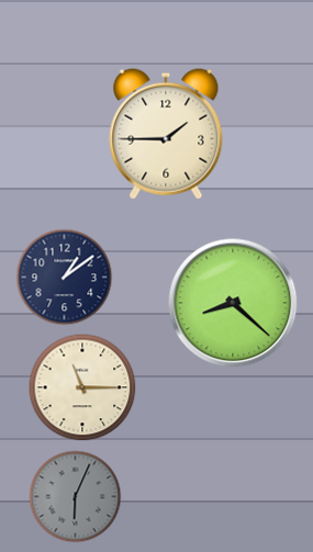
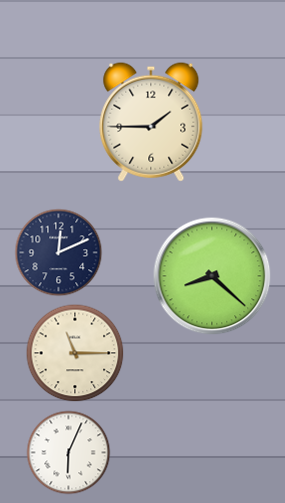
clock at (65, 278): 1:09 -> 12:11
clock at (76, 497) dial: grey -> white
